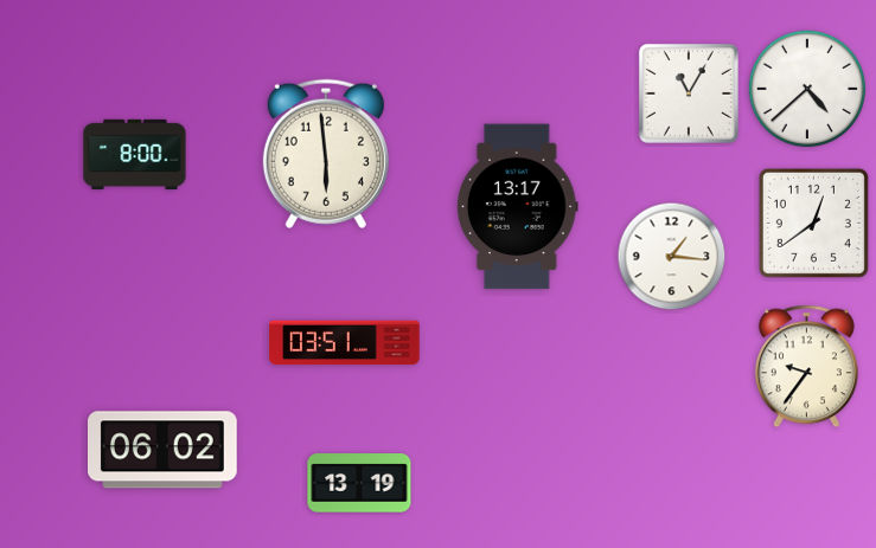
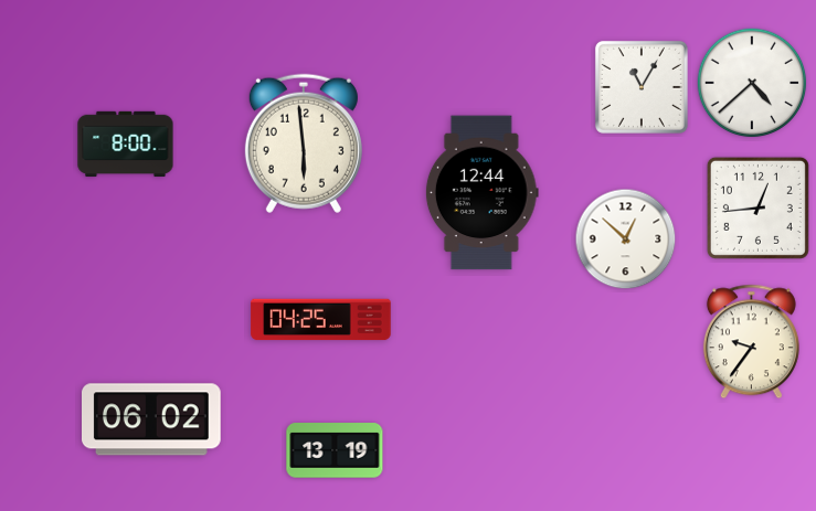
clock at (517, 207): 13:17 -> 12:44
clock at (813, 223): 12:39 -> 12:44
clock at (672, 257): 1:16 -> 12:52
clock at (345, 343): 03:51 -> 04:25
